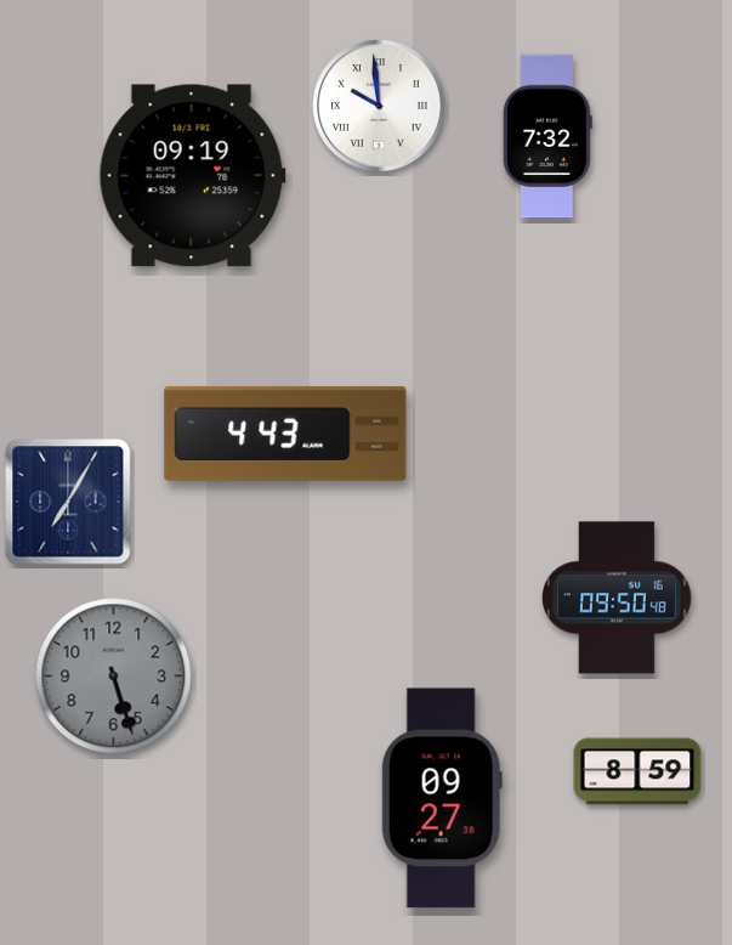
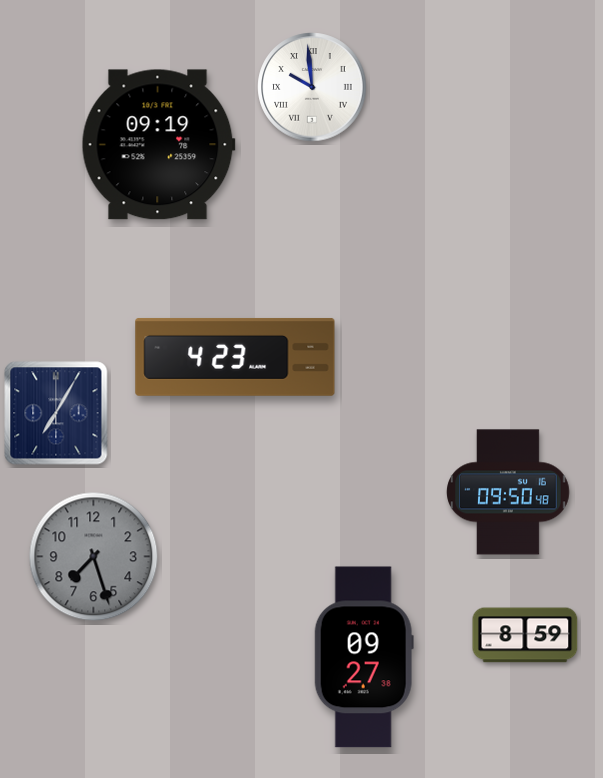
clock at (547, 136): 7:32 -> none
clock at (285, 434): 4:43 -> 4:23
clock at (114, 677): 5:27 -> 7:27
